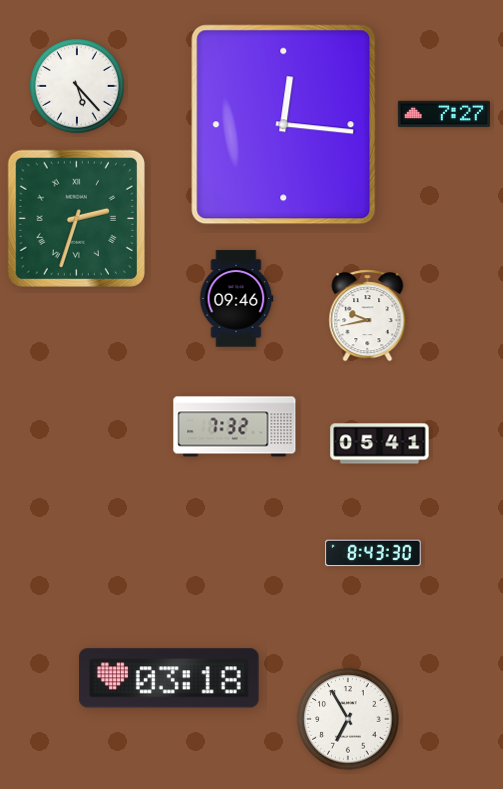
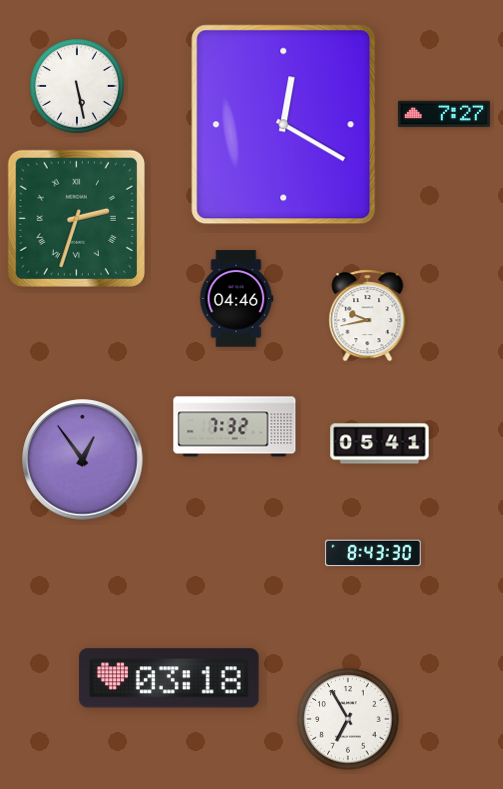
clock at (77, 86): 5:23 -> 5:28
clock at (284, 125): 12:16 -> 12:20
clock at (237, 299): 09:46 -> 04:46
clock at (83, 460): none -> 12:54
